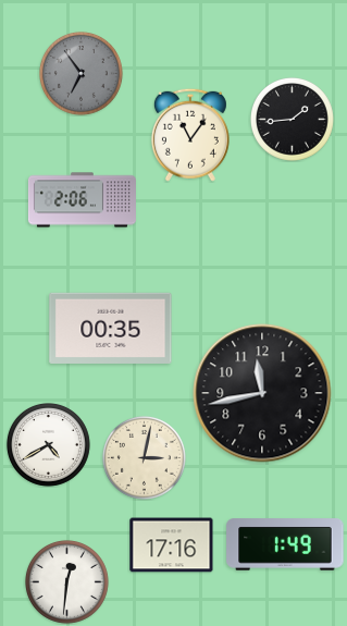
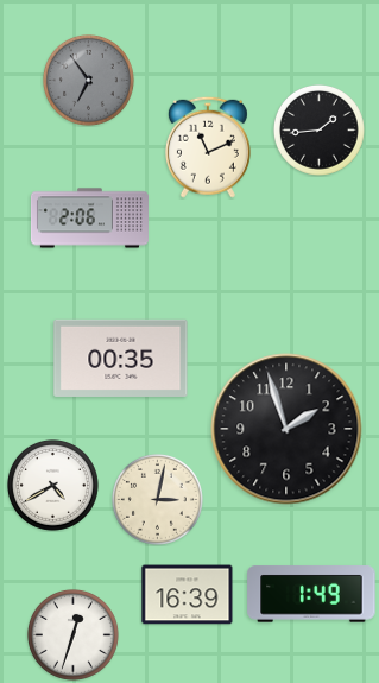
clock at (190, 135): 11:06 -> 11:11
clock at (262, 393): 11:43 -> 1:57
clock at (172, 545): 17:16 -> 16:39
clock at (66, 581): 12:31 -> 12:33
